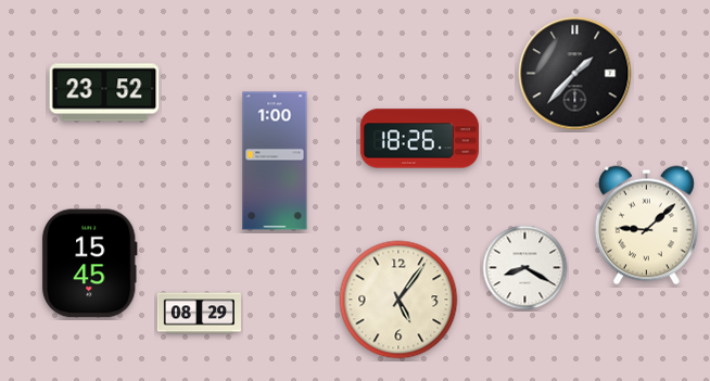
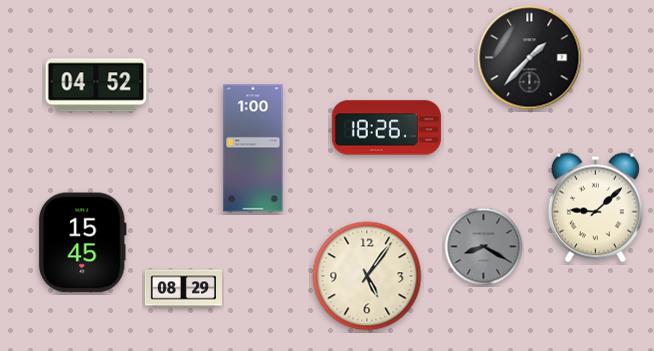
clock at (575, 74) position: (575, 74) -> (530, 58)
clock at (104, 92): 23:52 -> 04:52
clock at (525, 268) dial: white -> grey
